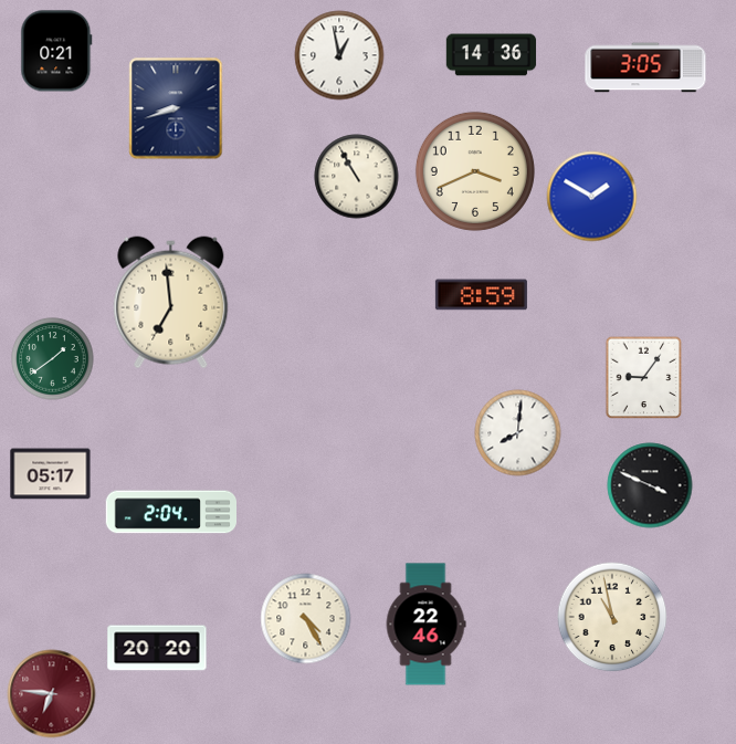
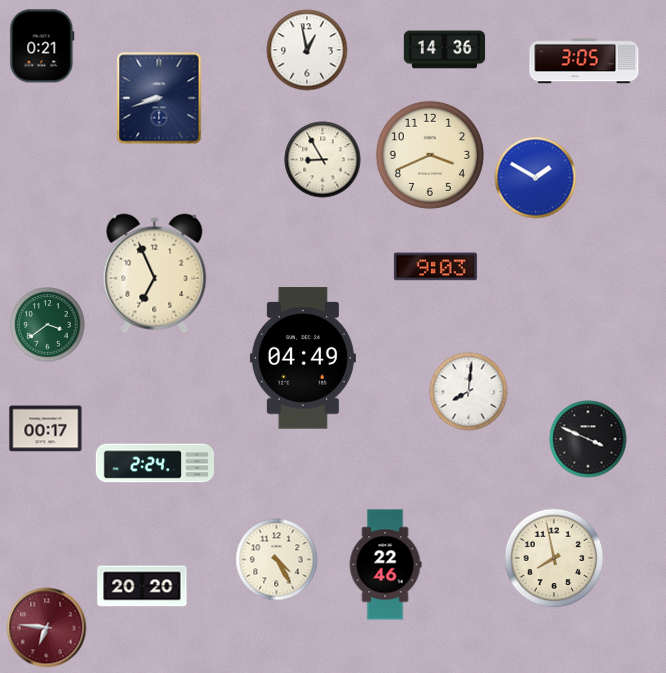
clock at (56, 51) position: (56, 51) -> (42, 46)
clock at (357, 177): 10:55 -> 8:55
clock at (481, 295): 8:59 -> 9:03
clock at (171, 303): 6:59 -> 6:56
clock at (53, 359): 1:39 -> 3:39
clock at (644, 378): 9:06 -> none
clock at (303, 358): none -> 04:49
clock at (51, 474): 05:17 -> 00:17
clock at (170, 512): 2:04 -> 2:24
clock at (612, 617): 10:58 -> 7:58
